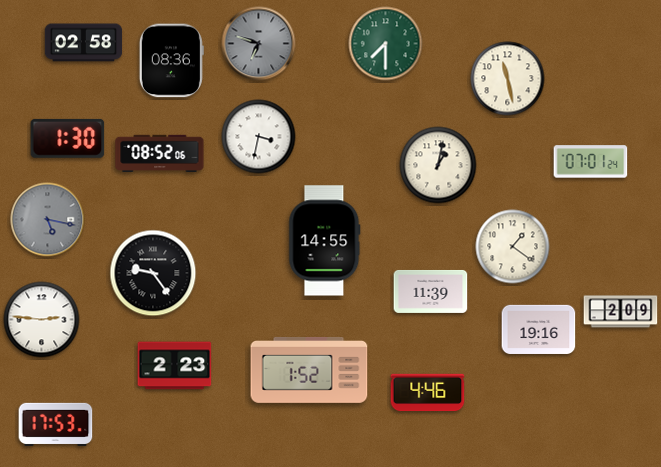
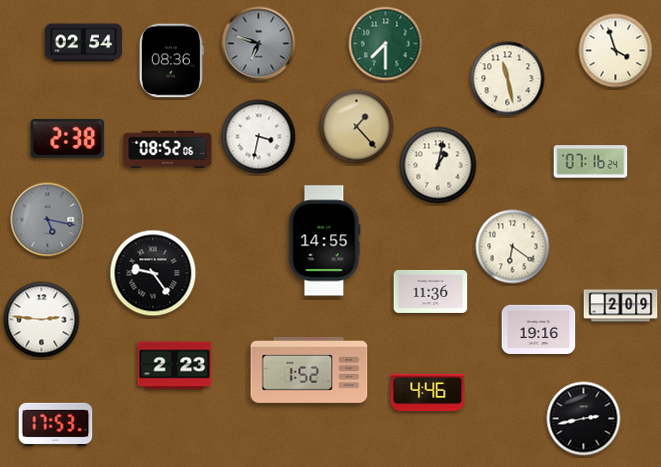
clock at (84, 43): 02:58 -> 02:54
clock at (616, 51): none -> 3:57
clock at (357, 127): none -> 1:23
clock at (68, 138): 1:30 -> 2:38
clock at (160, 153) position: (160, 153) -> (168, 149)
clock at (591, 162): 07:01 -> 07:16
clock at (513, 247): 1:21 -> 6:21
clock at (431, 291): 11:39 -> 11:36
clock at (621, 312) position: (621, 312) -> (621, 306)
clock at (584, 419): none -> 2:43
